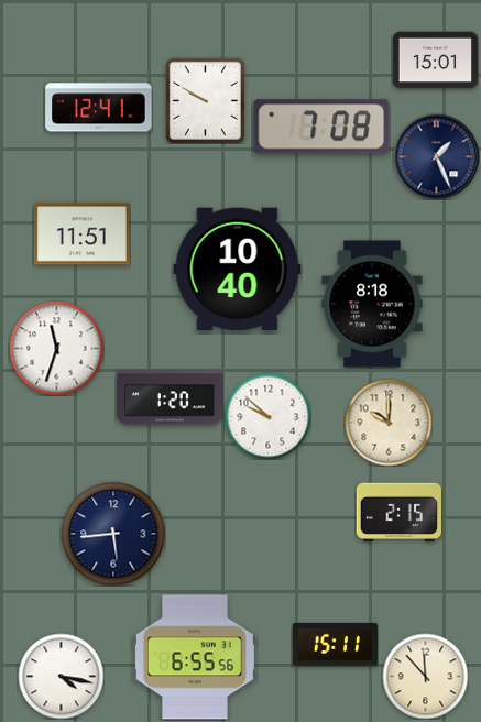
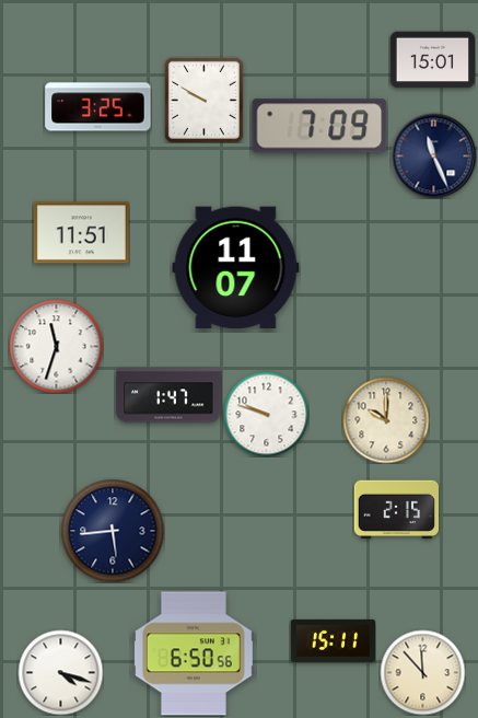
clock at (99, 108): 12:41 -> 3:25
clock at (321, 127): 7:08 -> 7:09
clock at (436, 156): 1:26 -> 11:26
clock at (238, 270): 10:40 -> 11:07
clock at (372, 304): 8:18 -> none
clock at (170, 397): 1:20 -> 1:47
clock at (267, 416): 9:52 -> 9:48
clock at (195, 657): 6:55 -> 6:50
clock at (61, 676): 4:17 -> 4:18
